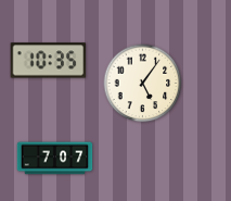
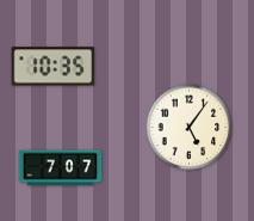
clock at (143, 84) position: (143, 84) -> (190, 128)
clock at (55, 159) position: (55, 159) -> (61, 168)
